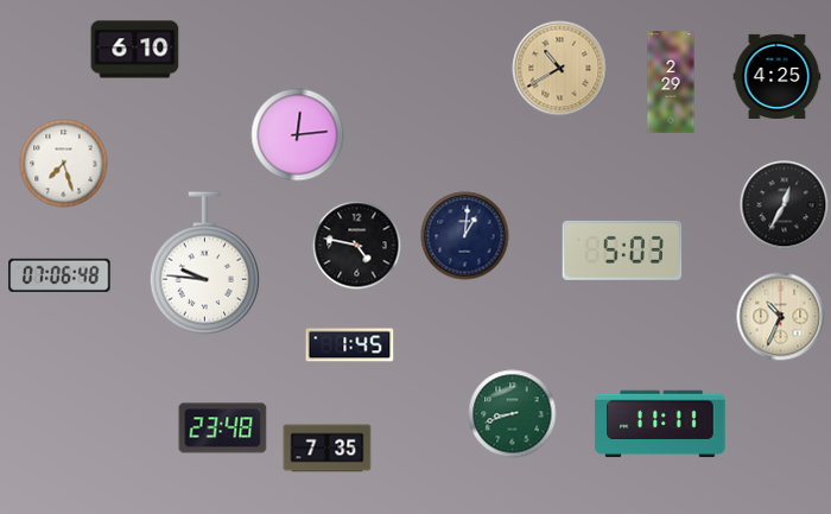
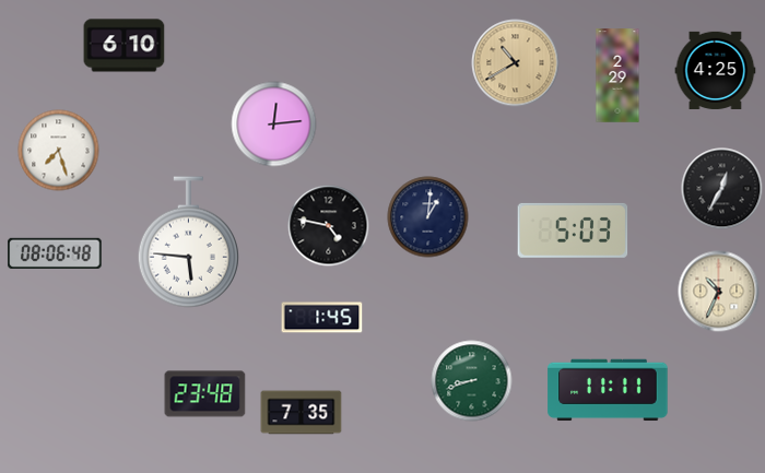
clock at (204, 264): 9:46 -> 5:46
clock at (59, 275): 07:06 -> 08:06
